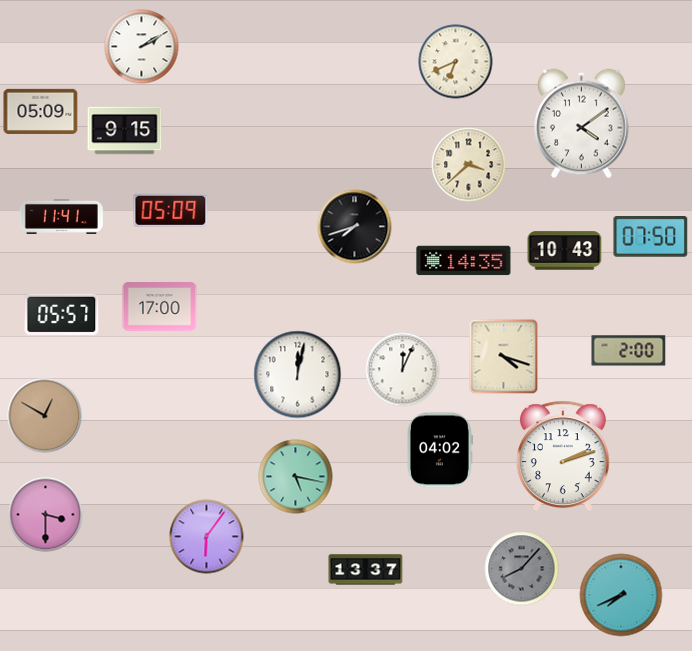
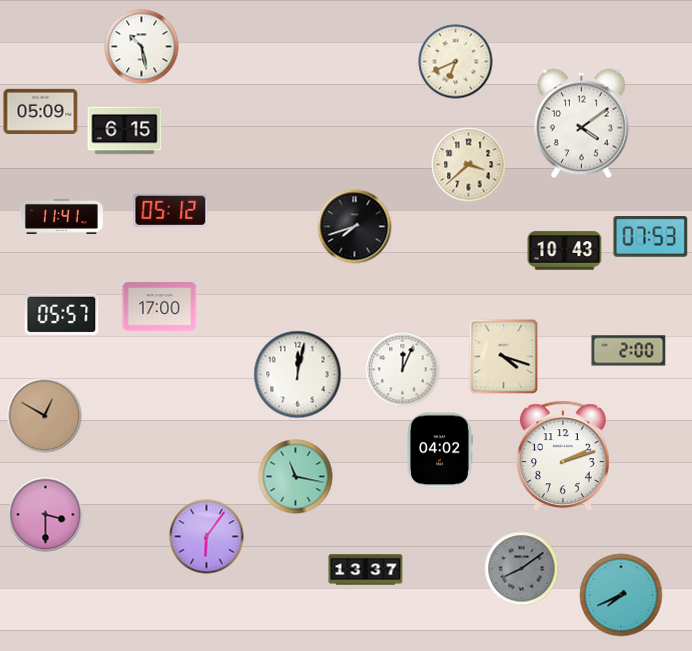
clock at (142, 47): 2:10 -> 10:28
clock at (125, 131): 9:15 -> 6:15
clock at (171, 210): 05:09 -> 05:12
clock at (651, 237): 07:50 -> 07:53
clock at (464, 261): 14:35 -> none
clock at (296, 477): 5:17 -> 11:17
clock at (522, 569): 8:07 -> 8:09
